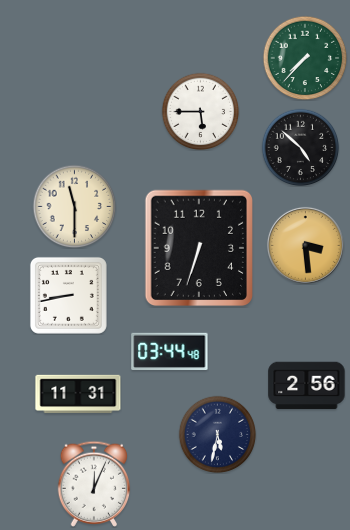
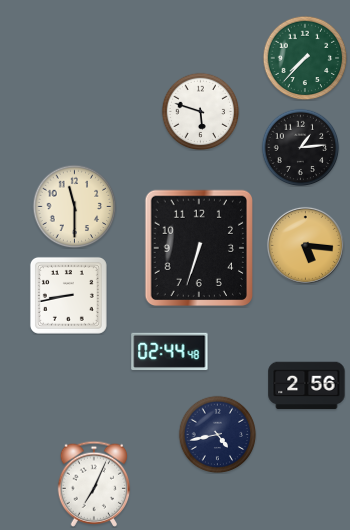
clock at (200, 111): 5:45 -> 5:48
clock at (300, 147): 4:52 -> 1:14
clock at (305, 245): 3:29 -> 5:16
clock at (170, 351): 03:44 -> 02:44
clock at (78, 394): 11:31 -> none
clock at (217, 434): 5:32 -> 4:43
clock at (94, 484): 12:04 -> 7:04
